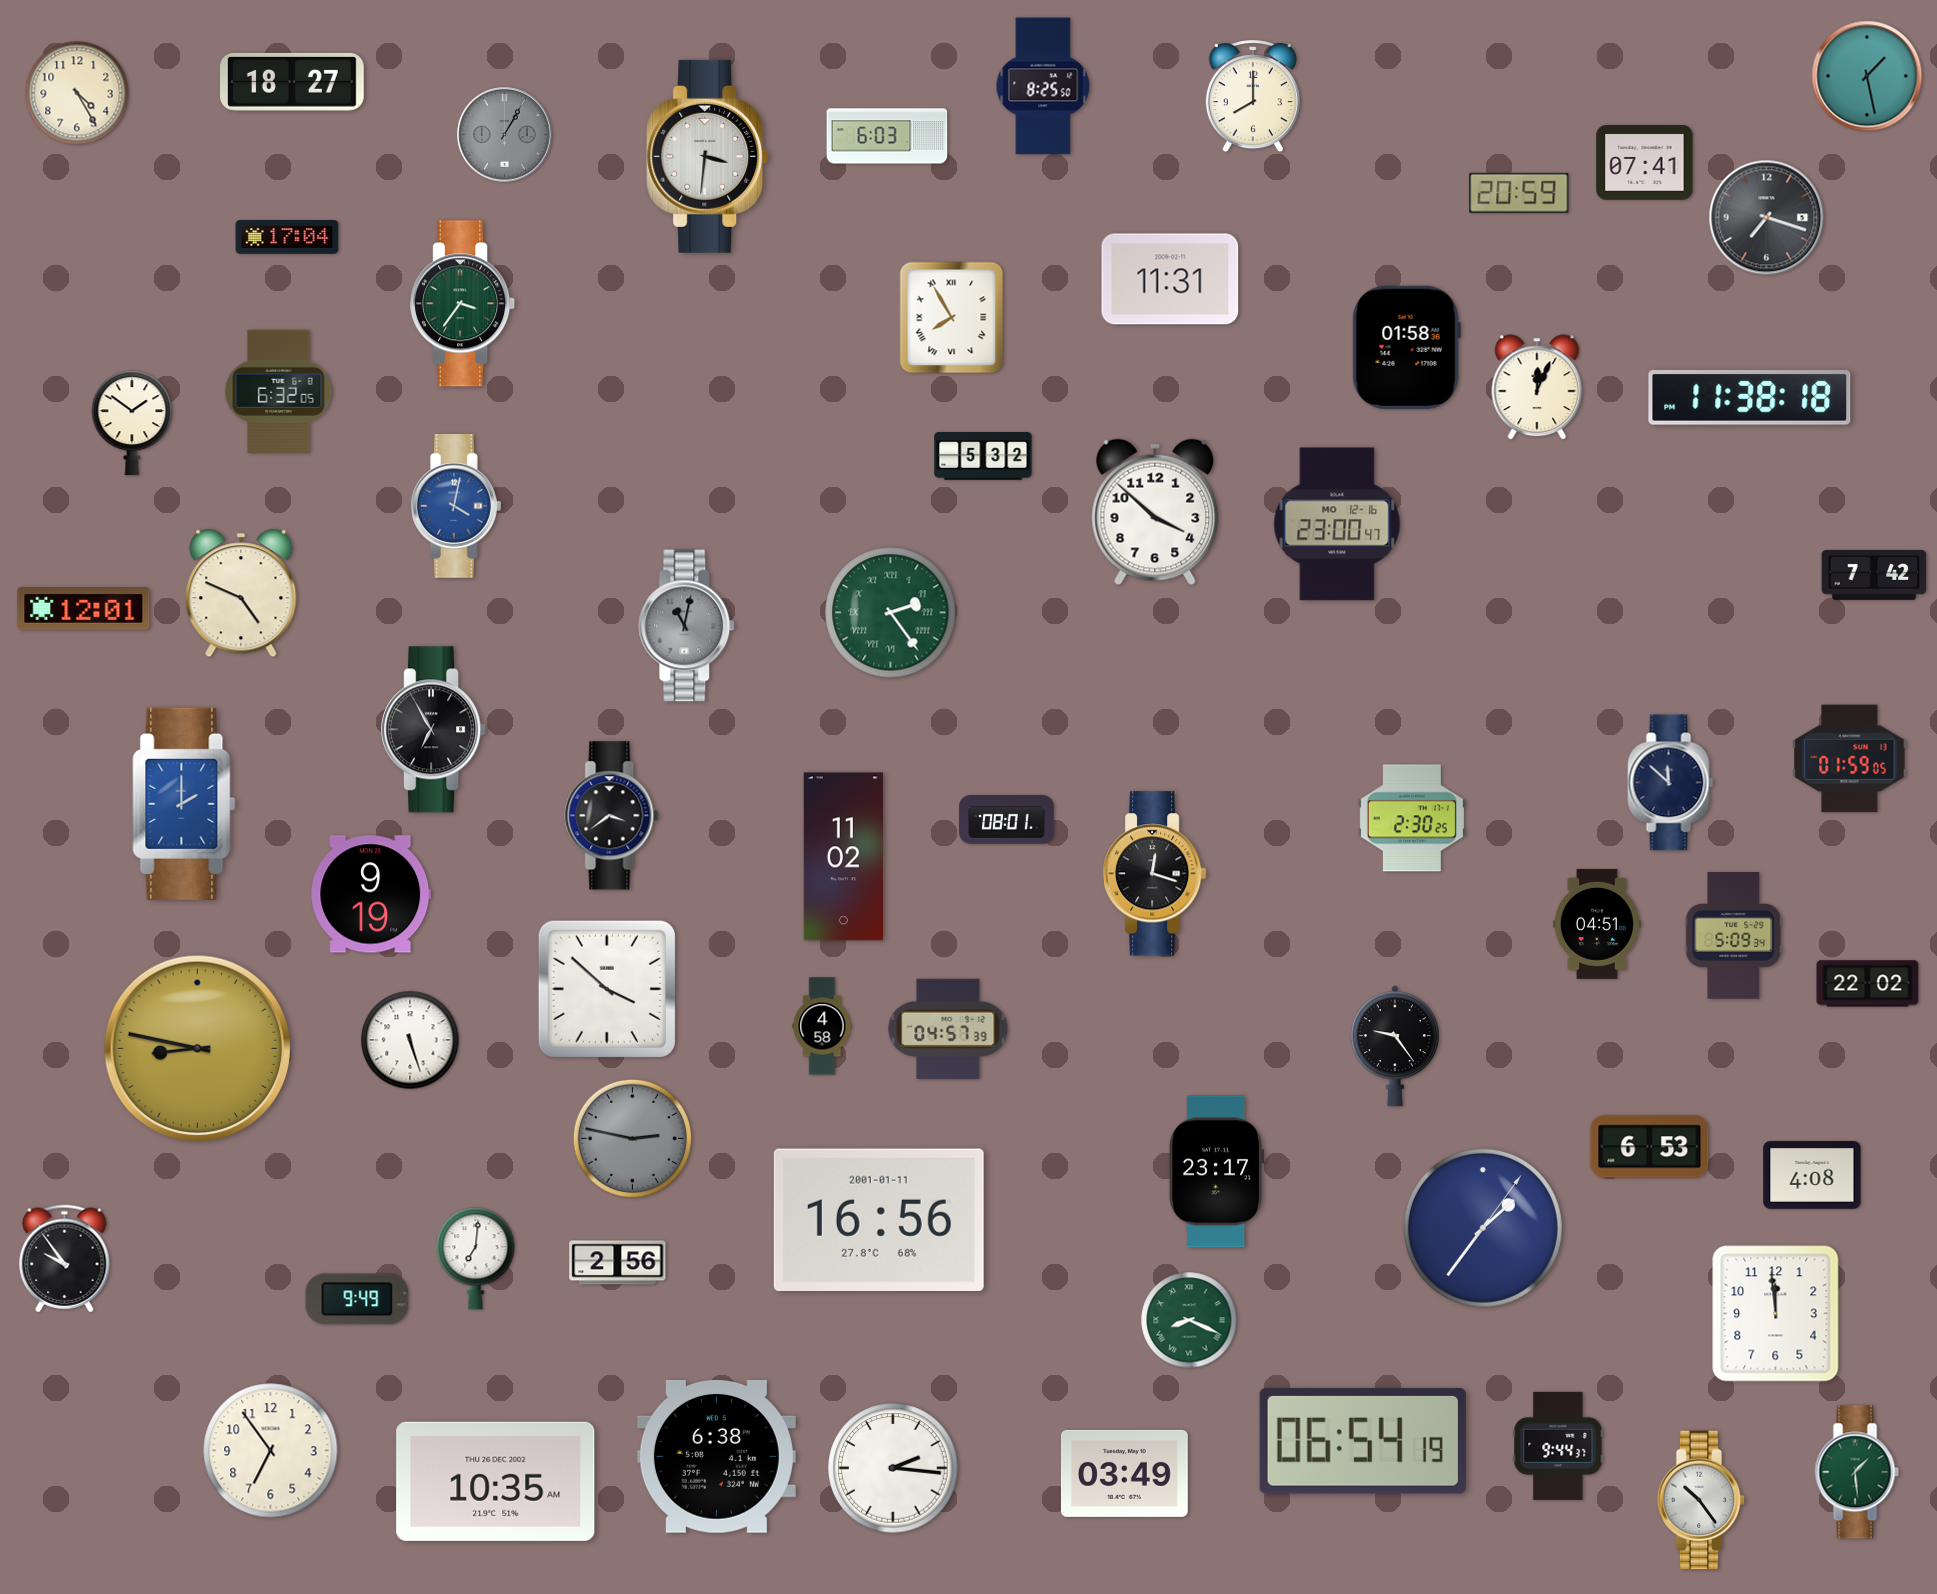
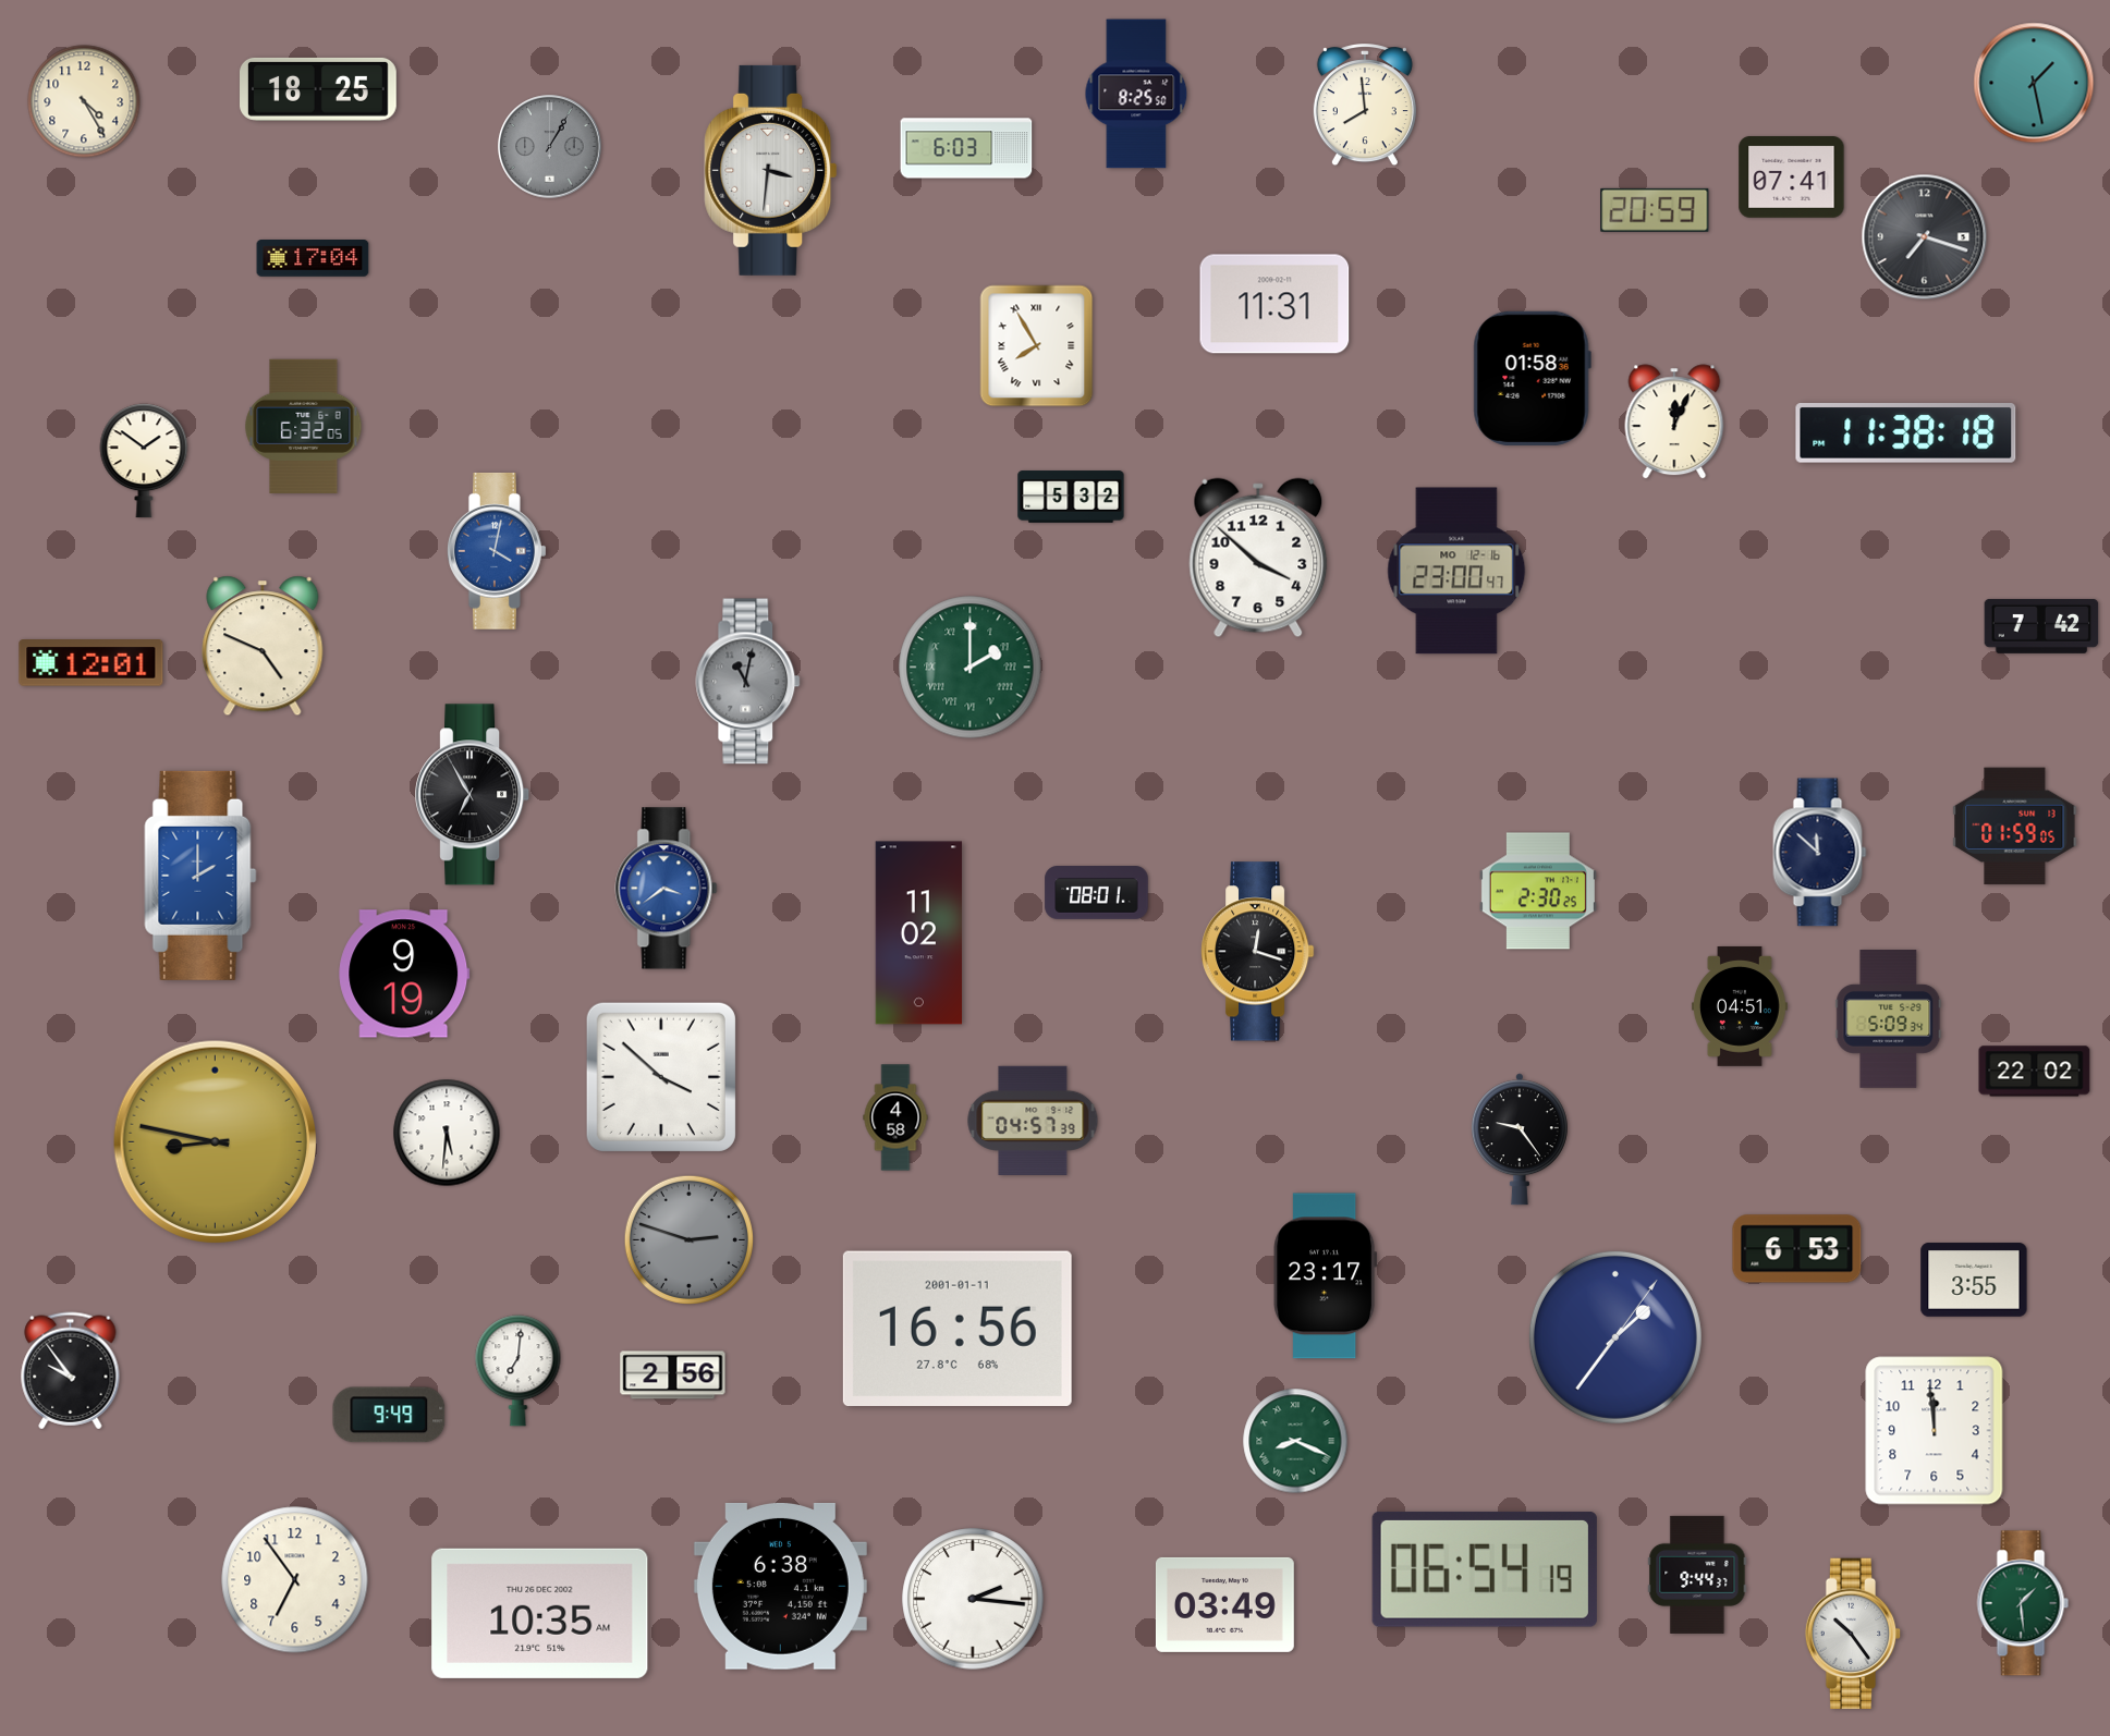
clock at (293, 82): 18:27 -> 18:25
clock at (1253, 97): 8:00 -> 7:59
clock at (463, 304): 3:36 -> none
clock at (891, 613): 2:24 -> 2:00
clock at (612, 816) dial: black -> blue
clock at (410, 1040): 5:27 -> 5:31
clock at (632, 1138): 2:47 -> 2:48
clock at (1812, 1175): 4:08 -> 3:55
clock at (1189, 1320) position: (1189, 1320) -> (1295, 1441)
